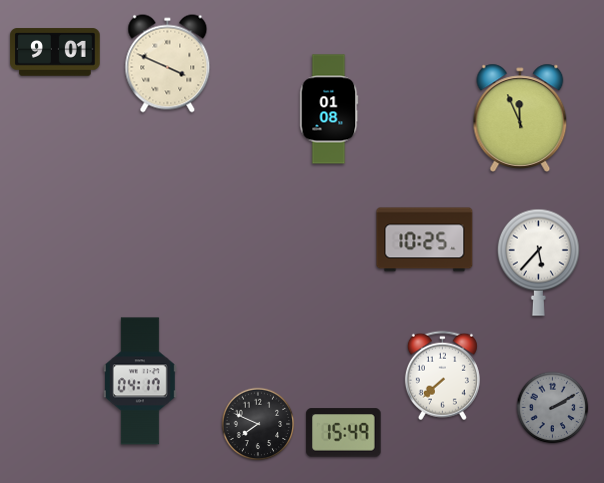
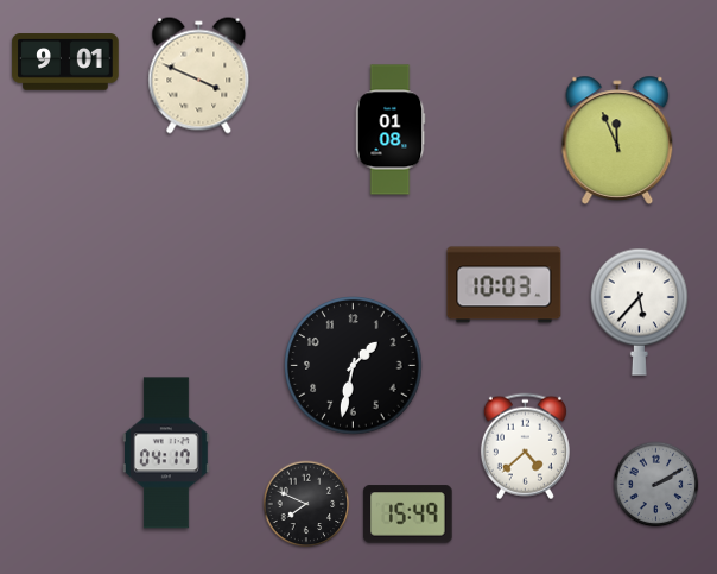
clock at (425, 240): 10:25 -> 10:03
clock at (354, 366): none -> 1:32
clock at (442, 376): 7:38 -> 4:38
